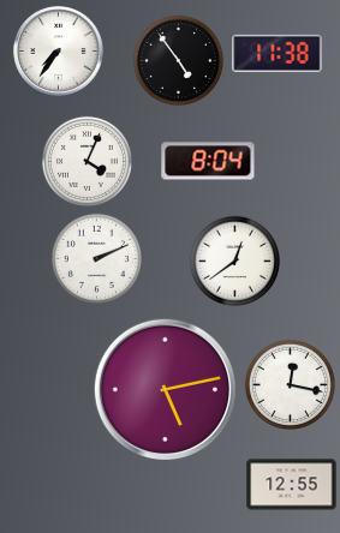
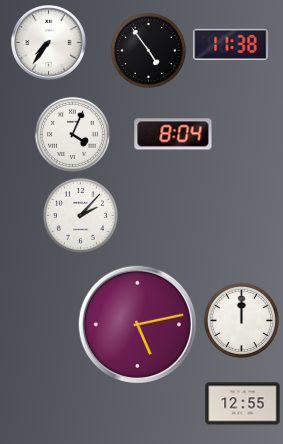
clock at (96, 258): 2:11 -> 2:07
clock at (234, 260): 12:39 -> none
clock at (290, 384): 12:17 -> 12:00
